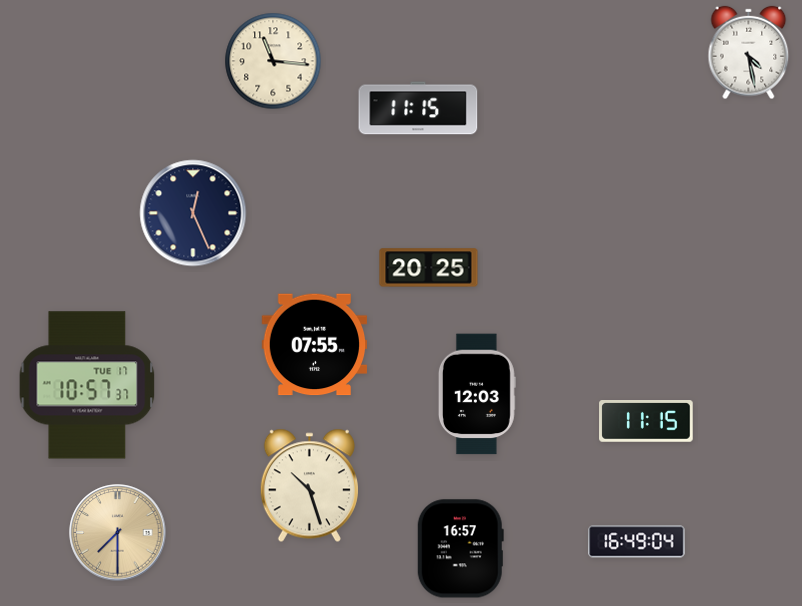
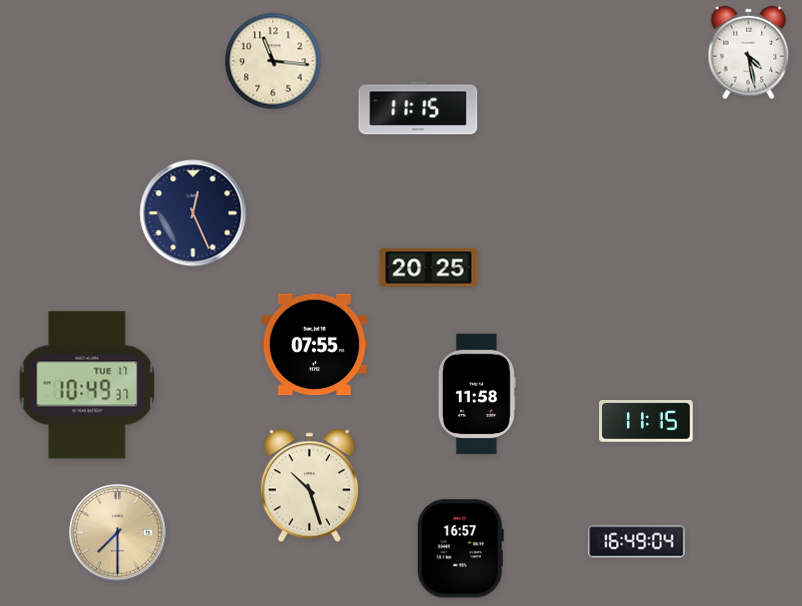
clock at (87, 385): 10:57 -> 10:49
clock at (477, 394): 12:03 -> 11:58
